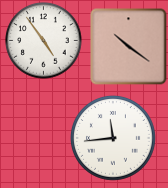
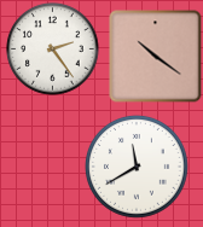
clock at (44, 41): 4:54 -> 2:24
clock at (113, 138): 11:44 -> 11:40
